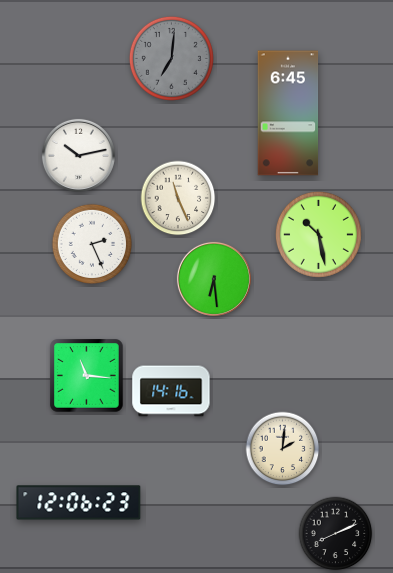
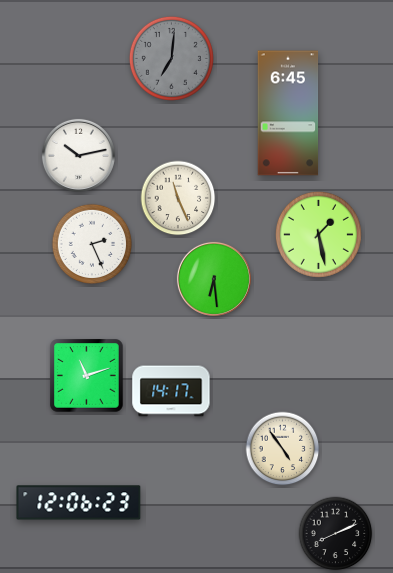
clock at (318, 234): 10:28 -> 1:28
clock at (87, 376): 11:16 -> 11:12
clock at (171, 391): 14:16 -> 14:17
clock at (283, 449): 2:01 -> 4:54
